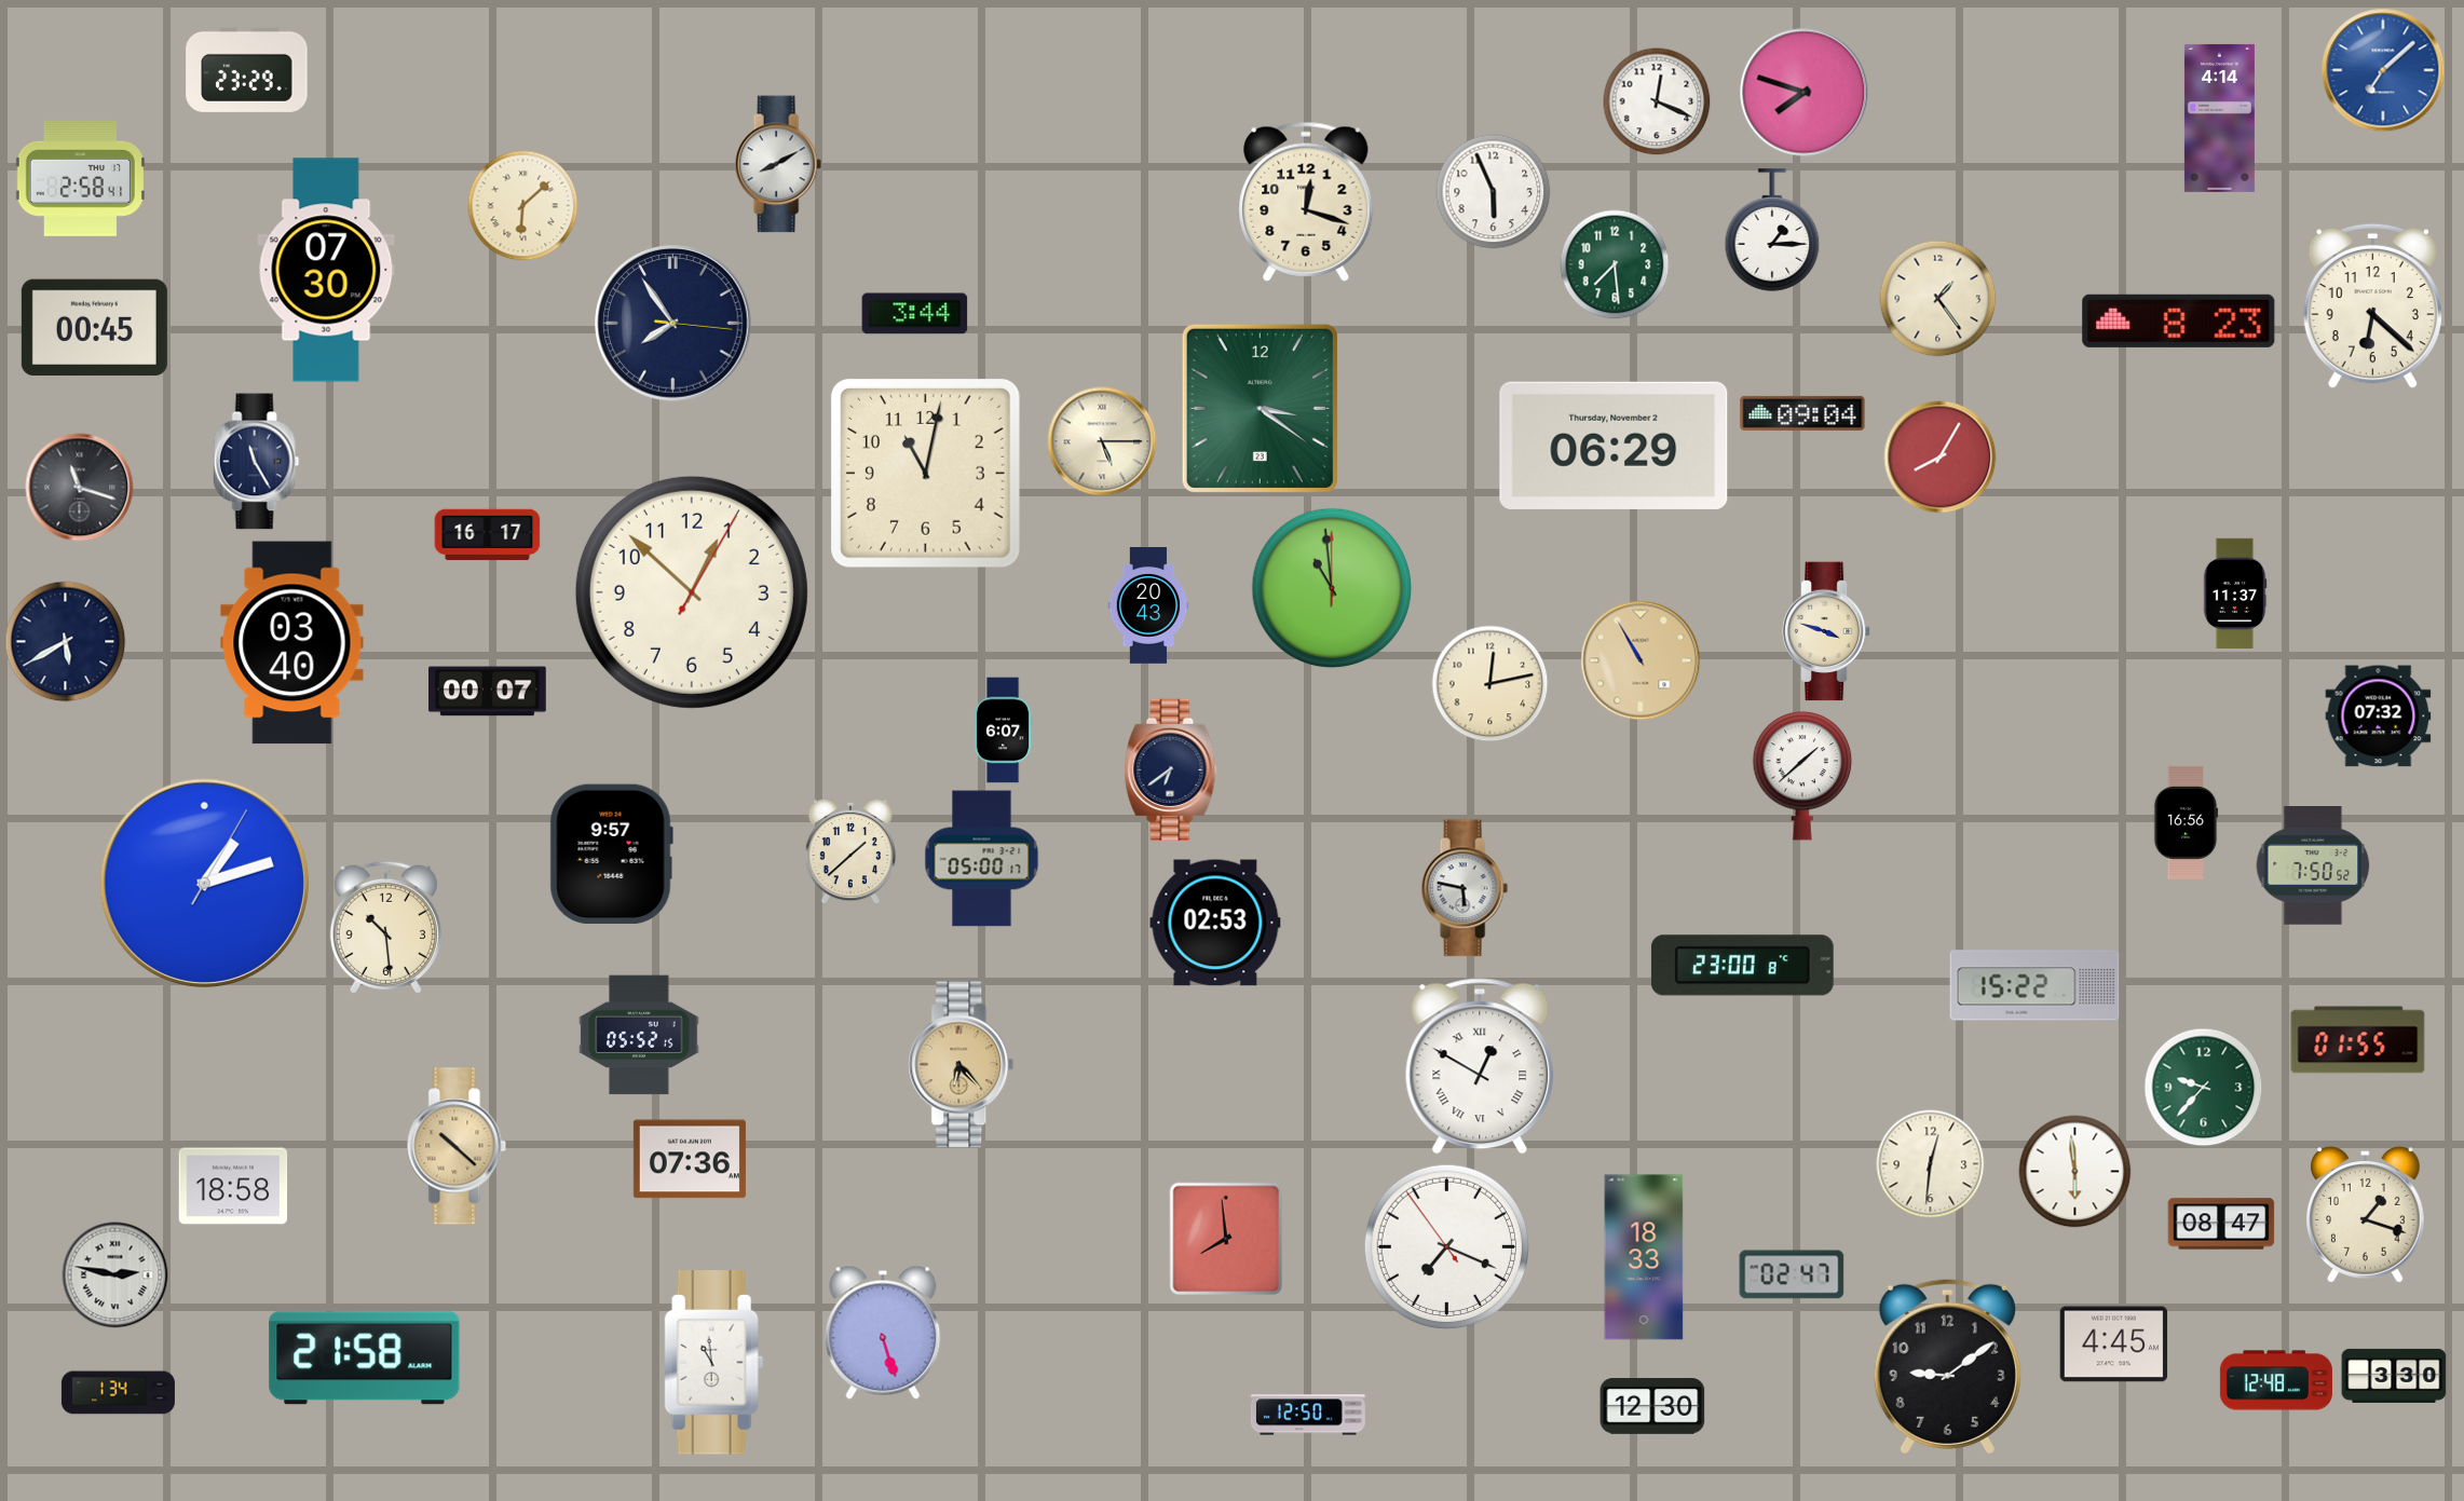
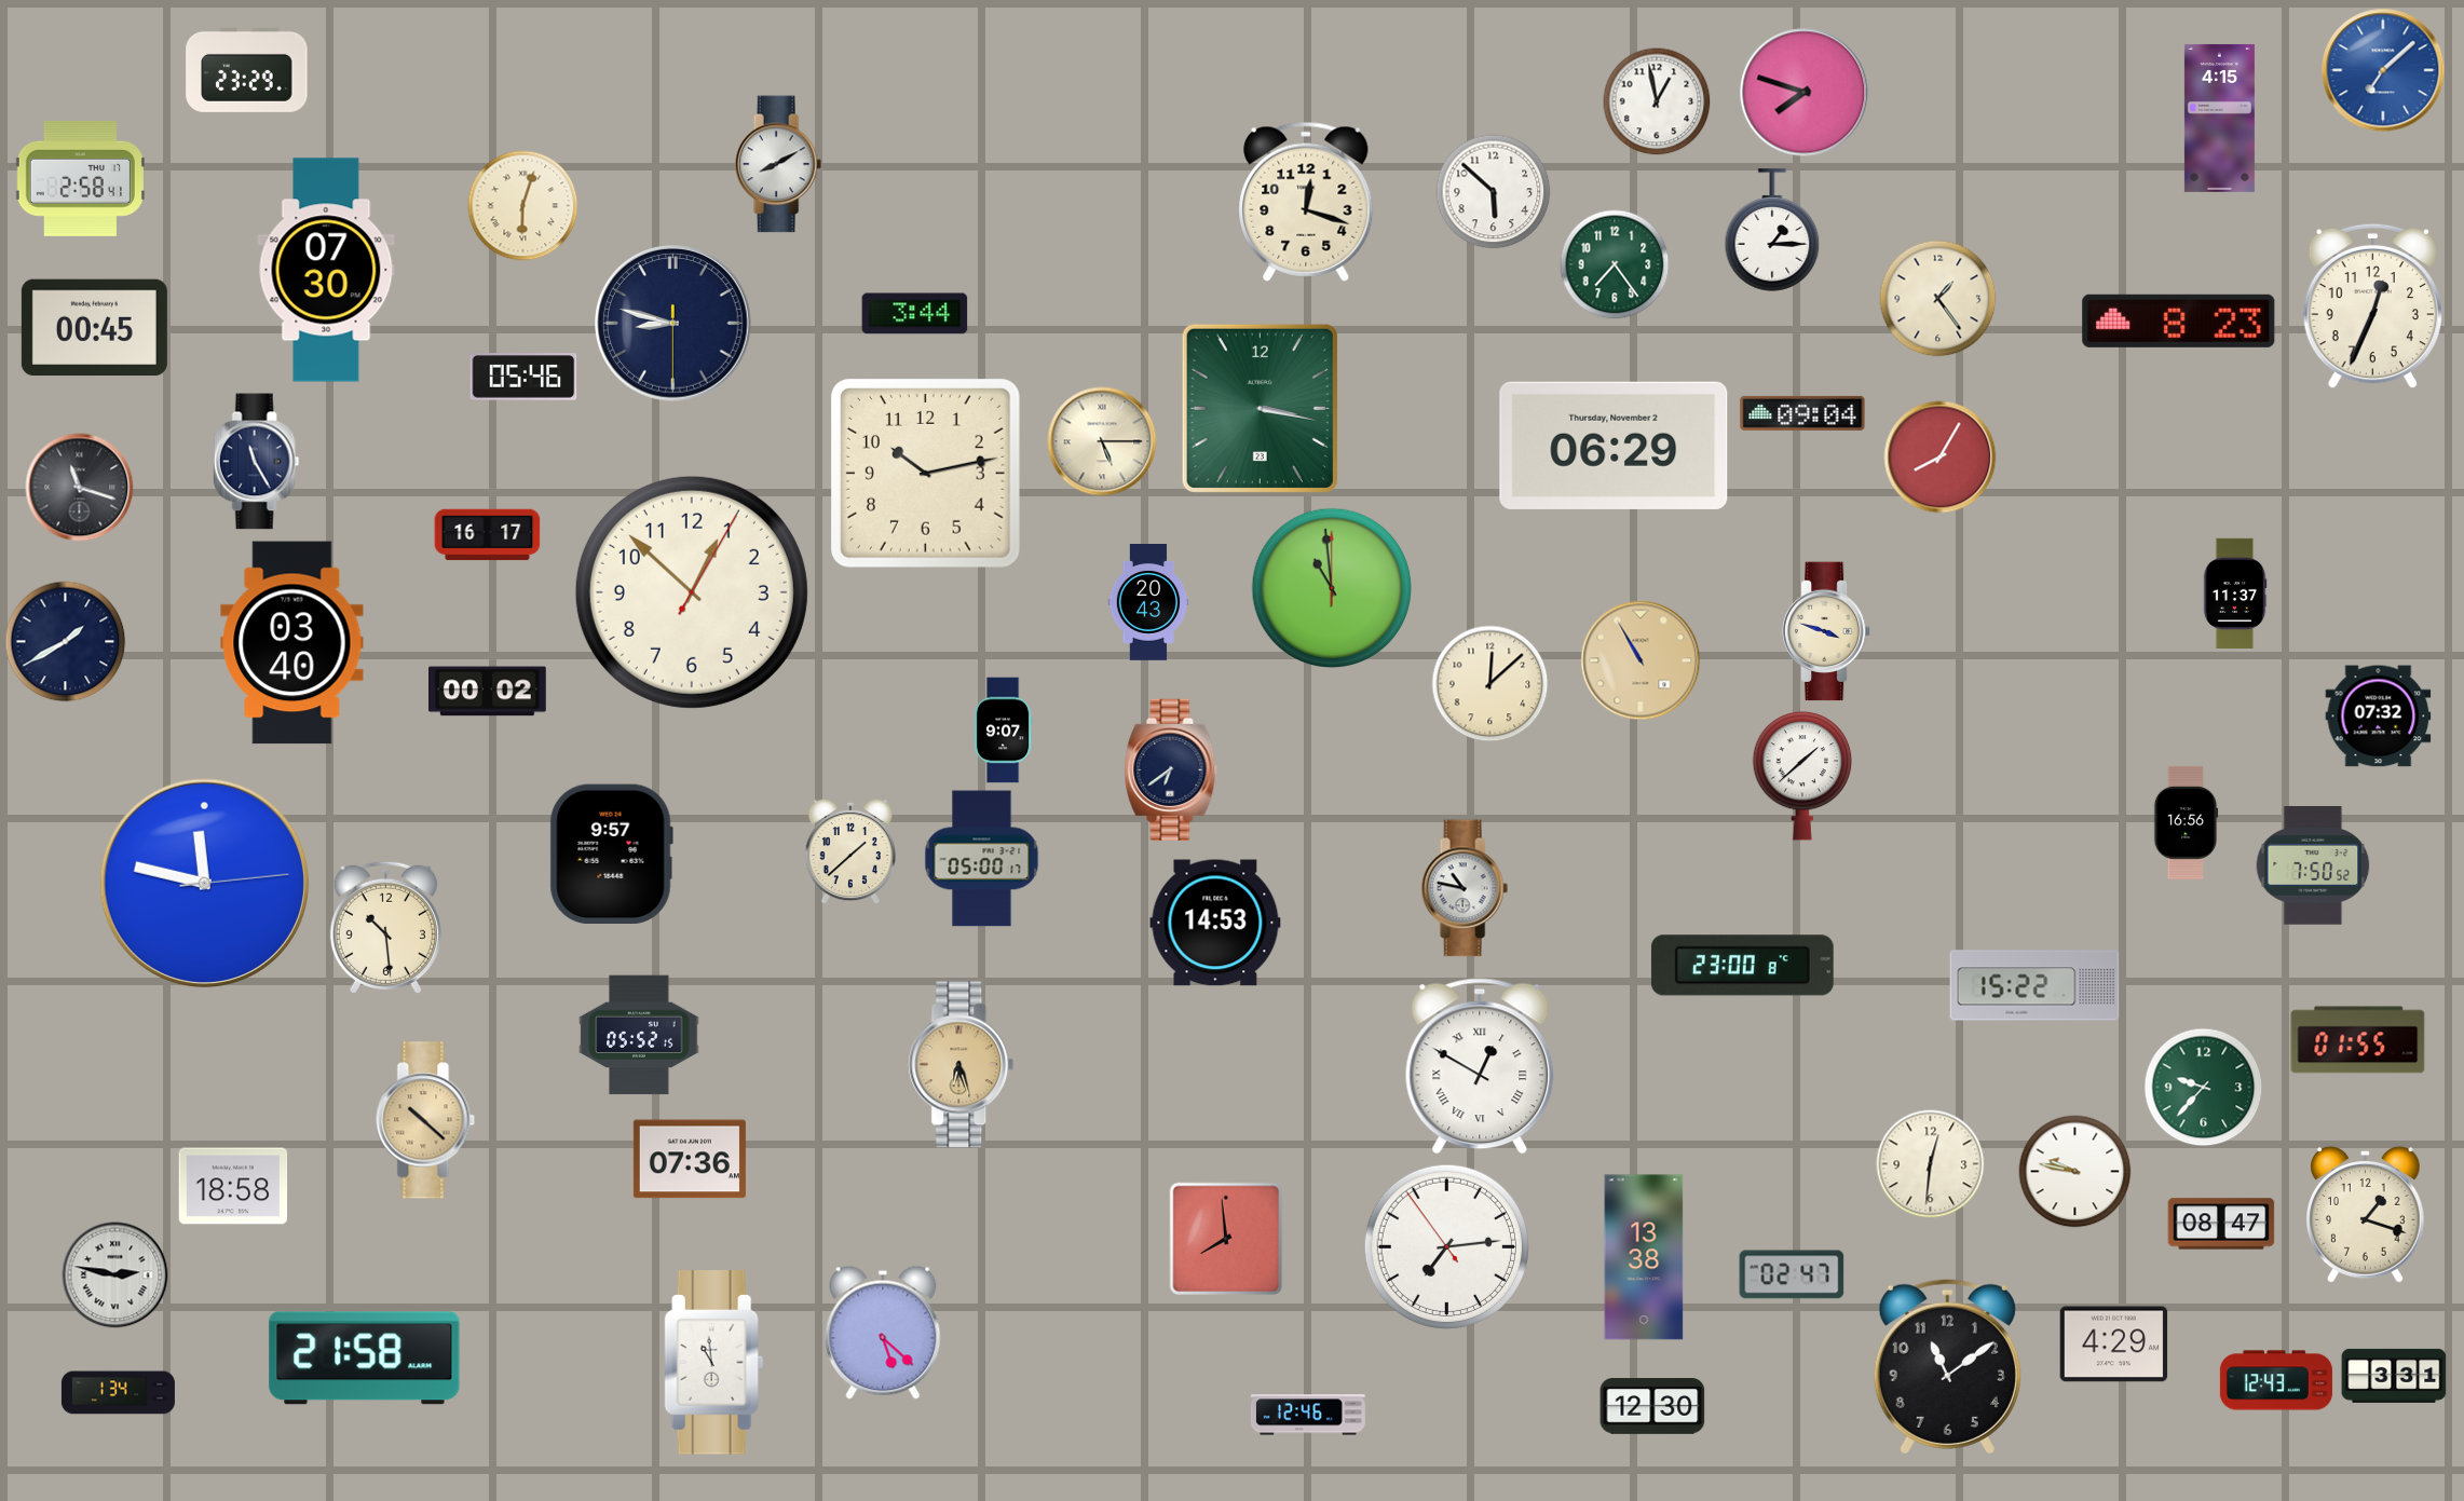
clock at (1657, 101): 12:19 -> 12:58
clock at (2219, 118): 4:14 -> 4:15
clock at (1494, 192): 5:56 -> 5:52
clock at (523, 206): 6:08 -> 6:03
clock at (1615, 264): 7:29 -> 7:24
clock at (2372, 306): 6:22 -> 12:34
clock at (673, 324): 7:54 -> 8:47
clock at (523, 377): none -> 05:46
clock at (1260, 408): 3:21 -> 3:17
clock at (925, 473): 11:02 -> 10:13
clock at (1148, 606) position: (1148, 606) -> (1148, 603)
clock at (66, 642): 5:40 -> 1:40
clock at (1490, 684): 12:13 -> 12:08
clock at (488, 692): 00:07 -> 00:02
clock at (1003, 731): 6:07 -> 9:07
clock at (205, 884): 1:12 -> 11:47
clock at (1465, 888): 5:47 -> 10:47
clock at (1215, 923): 02:53 -> 14:53
clock at (962, 1065): 6:23 -> 6:27
clock at (457, 1146) position: (457, 1146) -> (425, 1120)
clock at (2075, 1172): 5:59 -> 9:47
clock at (1446, 1246): 7:18 -> 7:13
clock at (1644, 1257): 18:33 -> 13:38
clock at (883, 1333): 5:27 -> 5:22
clock at (2114, 1345): 4:45 -> 4:29
clock at (1947, 1366): 9:09 -> 11:09
clock at (2394, 1376): 3:30 -> 3:31
clock at (2276, 1380): 12:48 -> 12:43
clock at (1308, 1415): 12:50 -> 12:46
